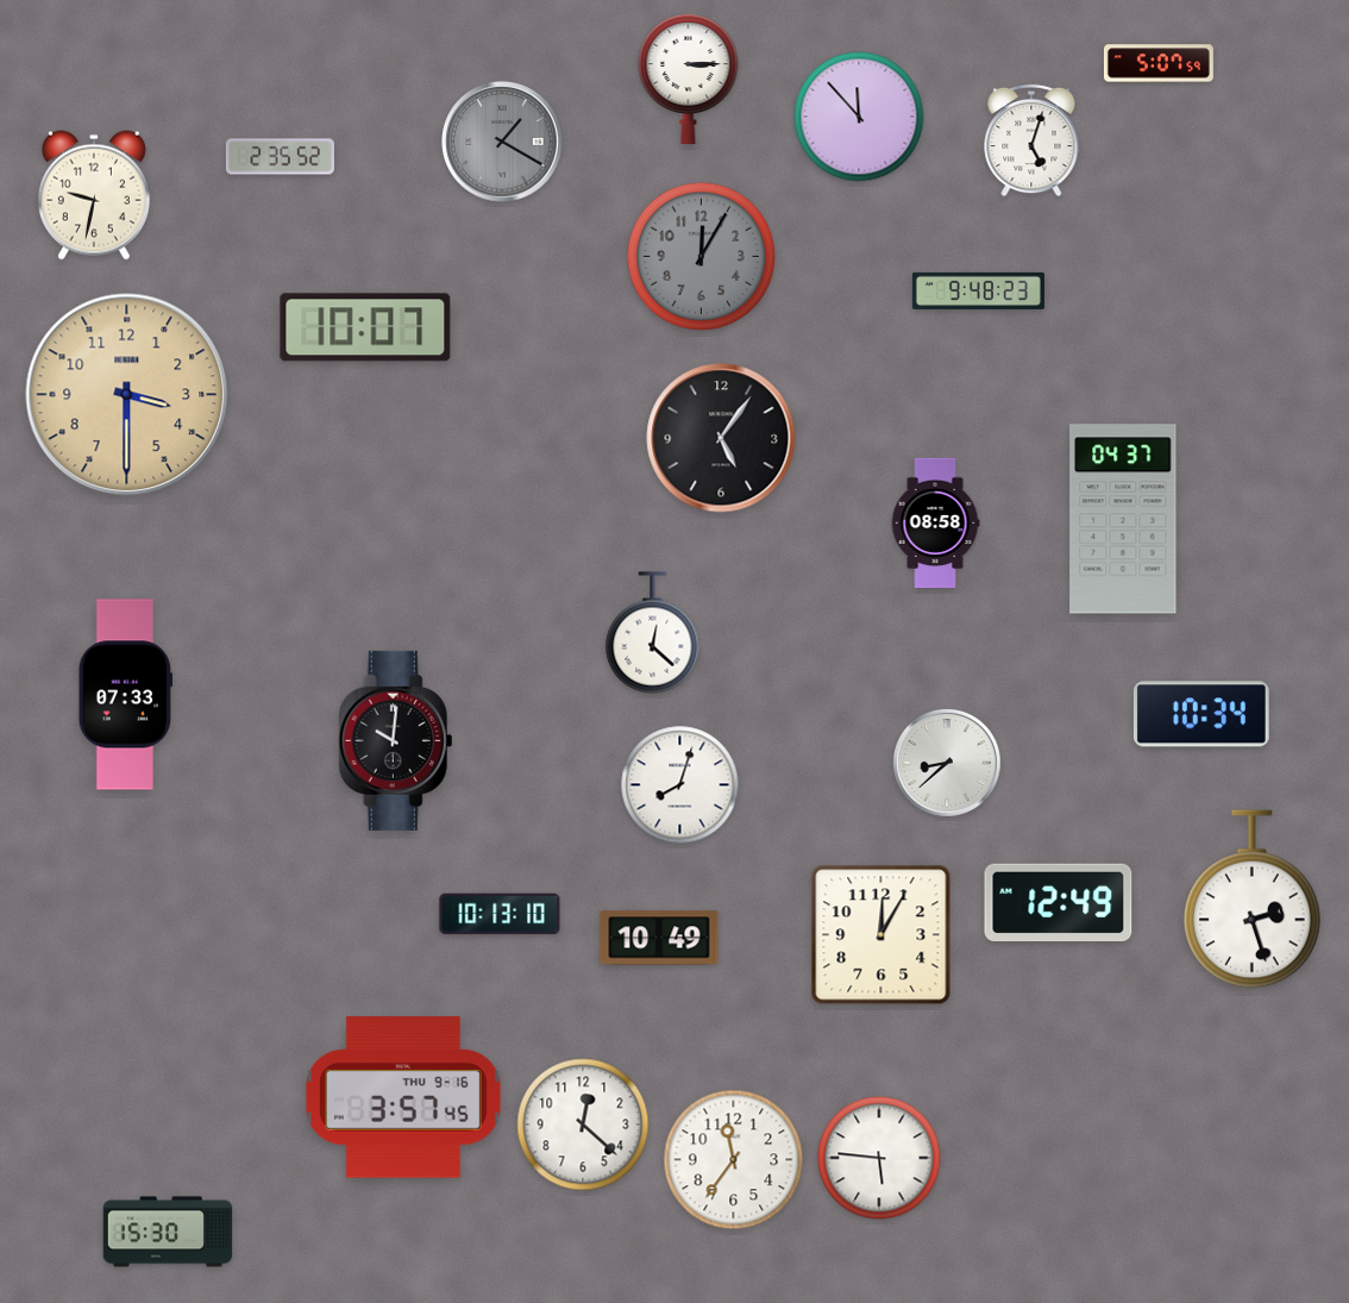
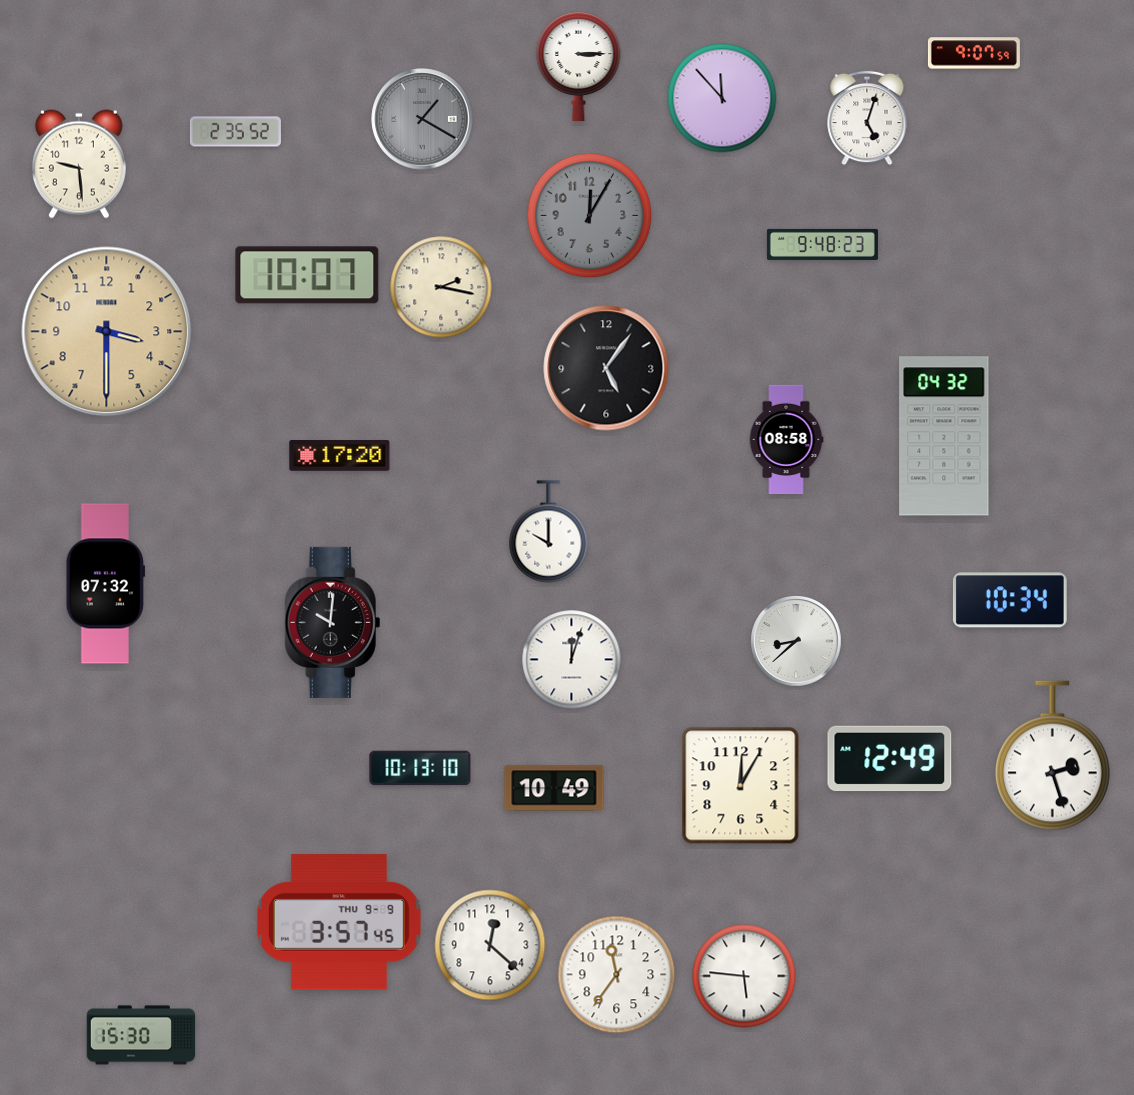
clock at (1159, 63): 5:07 -> 9:07
clock at (94, 195): 9:32 -> 9:29
clock at (441, 287): none -> 2:17
clock at (1123, 519): 04:37 -> 04:32
clock at (340, 456): none -> 17:20
clock at (653, 633): 12:22 -> 10:00
clock at (125, 695): 07:33 -> 07:32
clock at (680, 785): 8:03 -> 12:03
clock at (403, 1097) date: THU 9-16 -> THU 9-9
clock at (879, 1158) position: (879, 1158) -> (744, 976)
